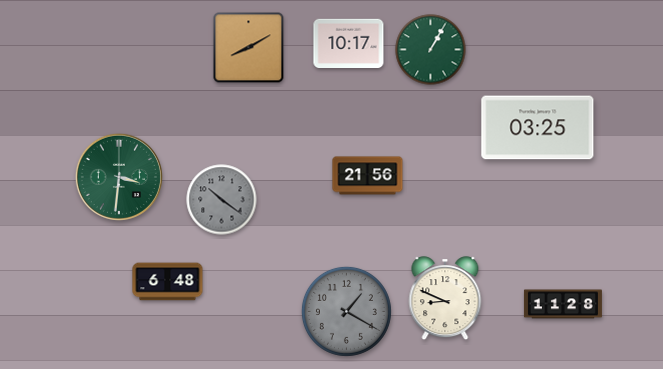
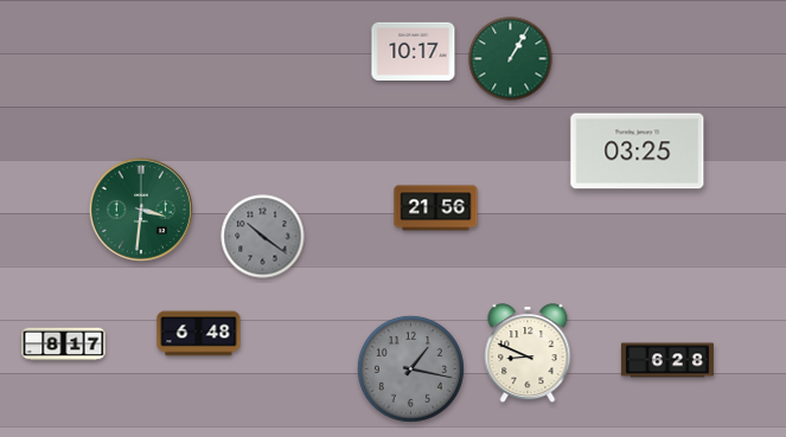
clock at (249, 48): 8:10 -> none
clock at (64, 345): none -> 8:17
clock at (563, 304): 11:28 -> 6:28
clock at (346, 311): 1:20 -> 1:17
